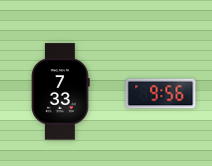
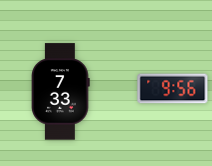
clock at (161, 94) position: (161, 94) -> (173, 89)
